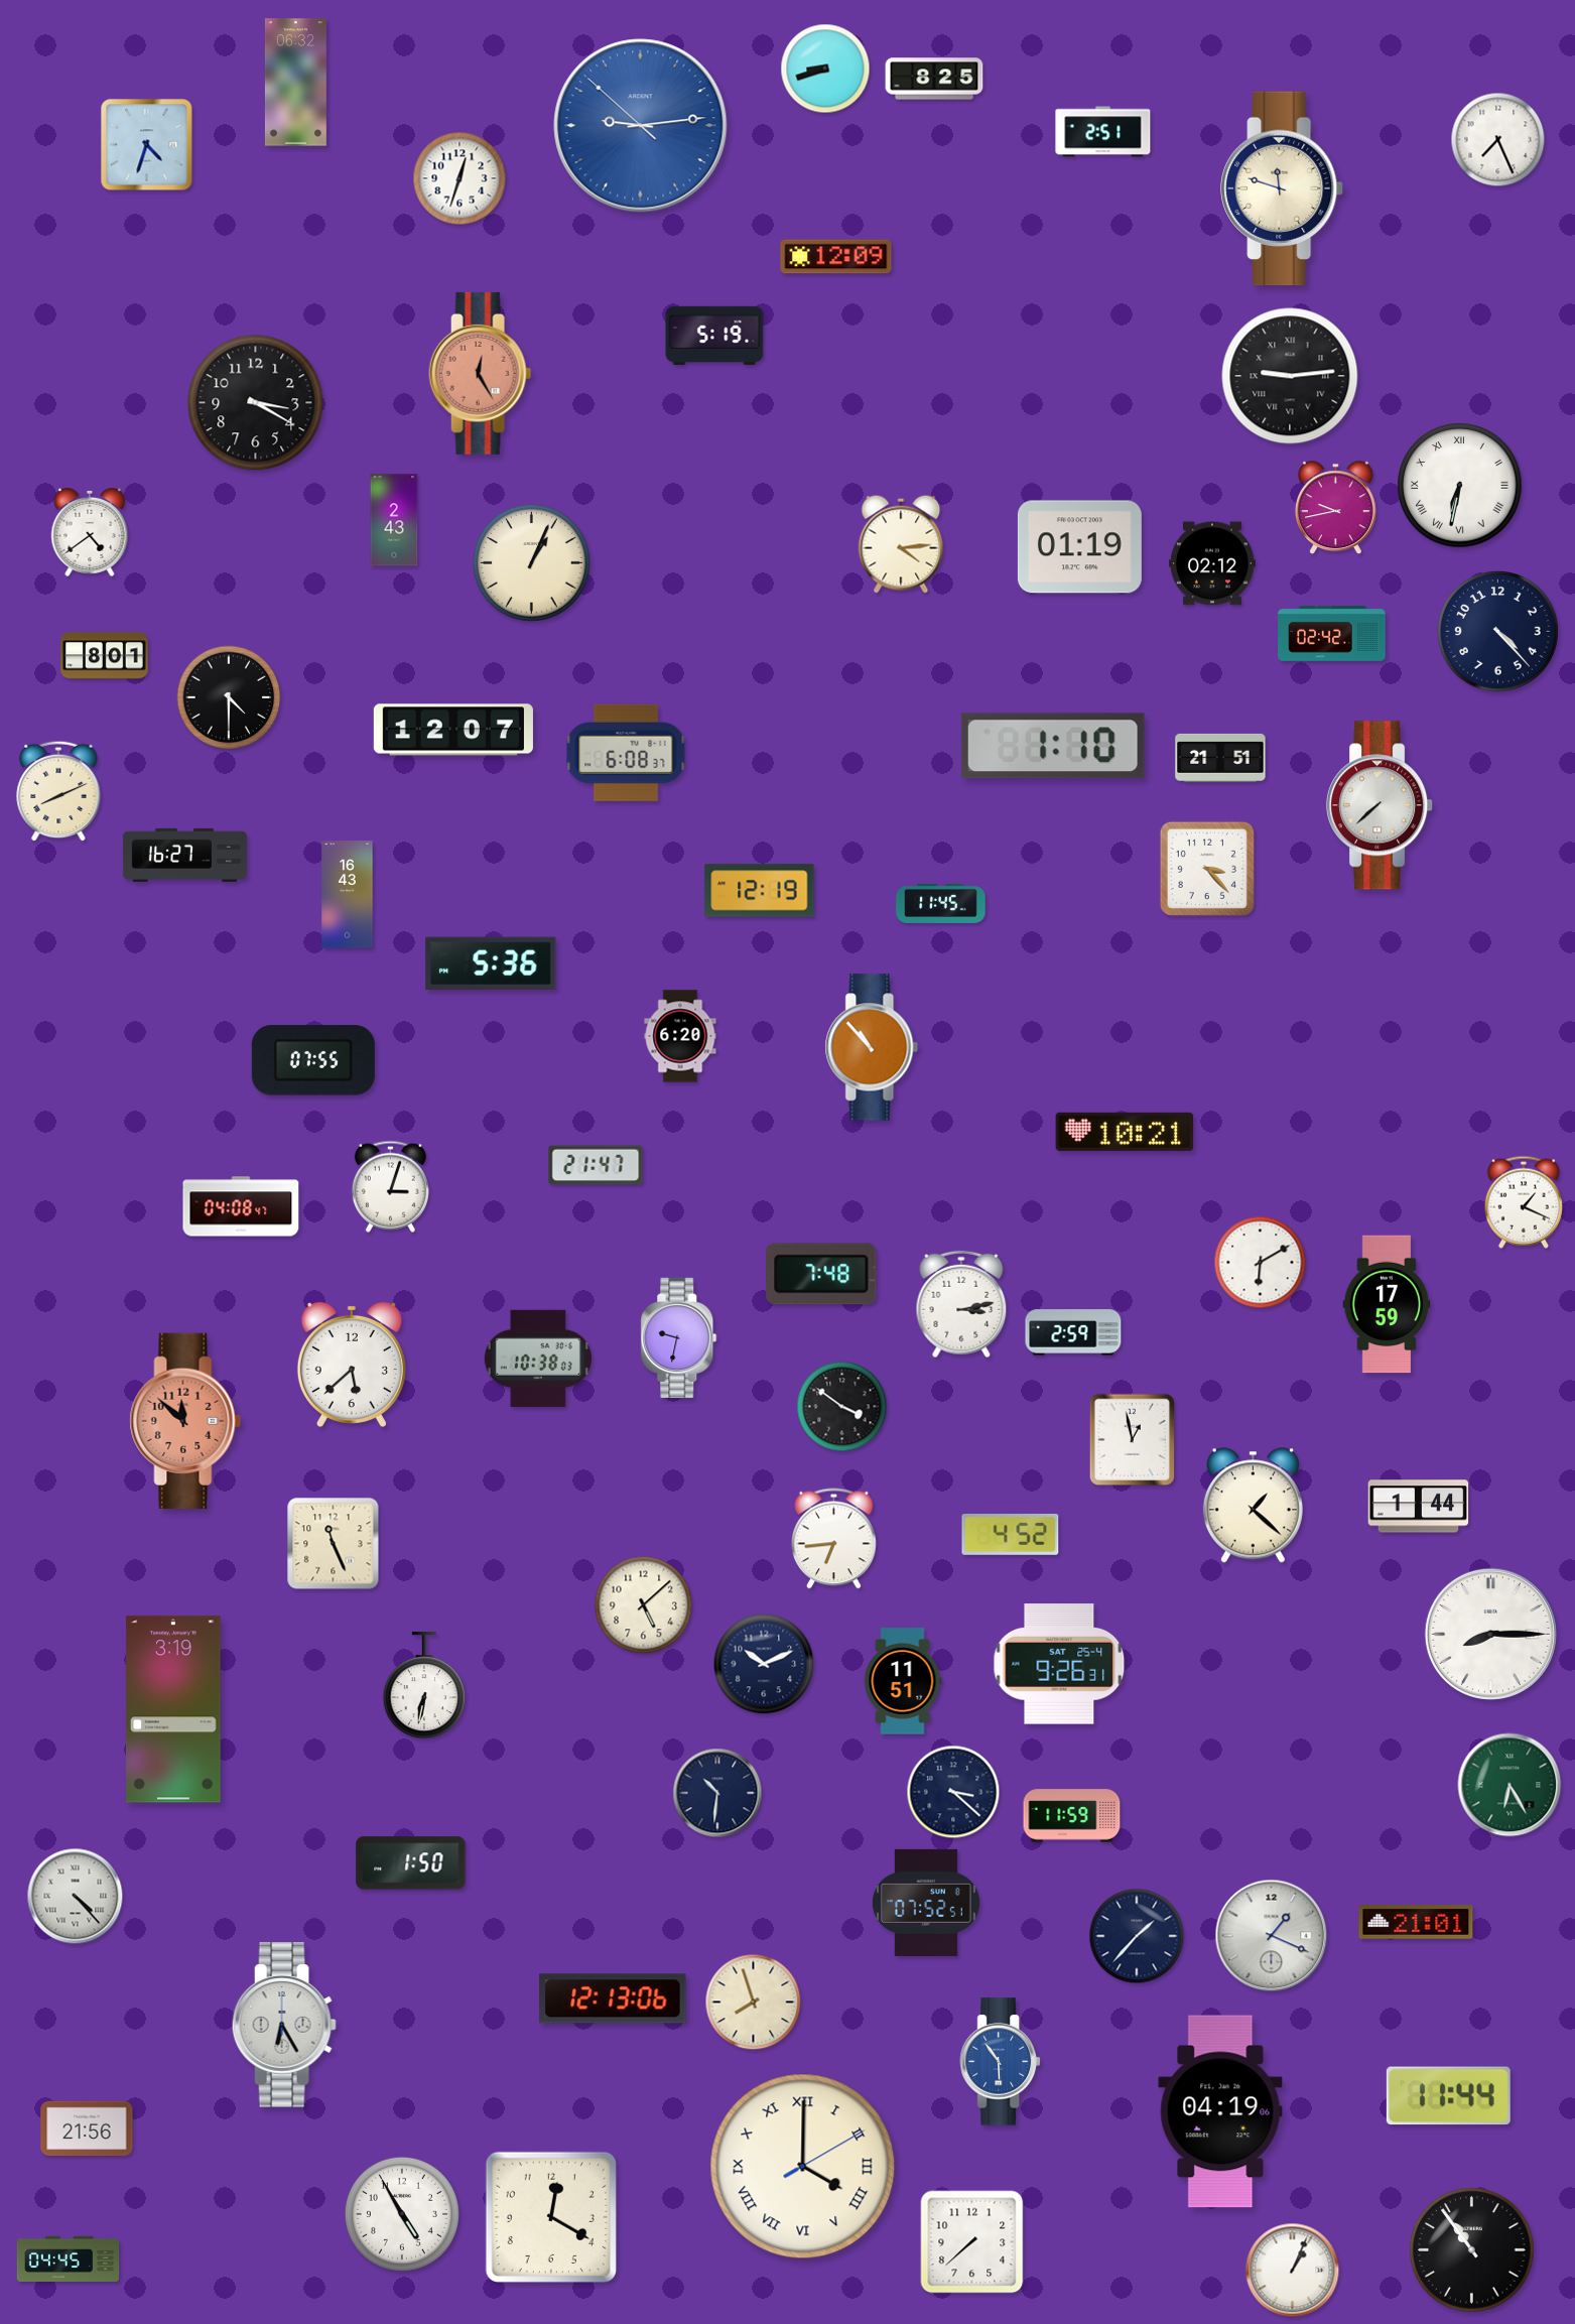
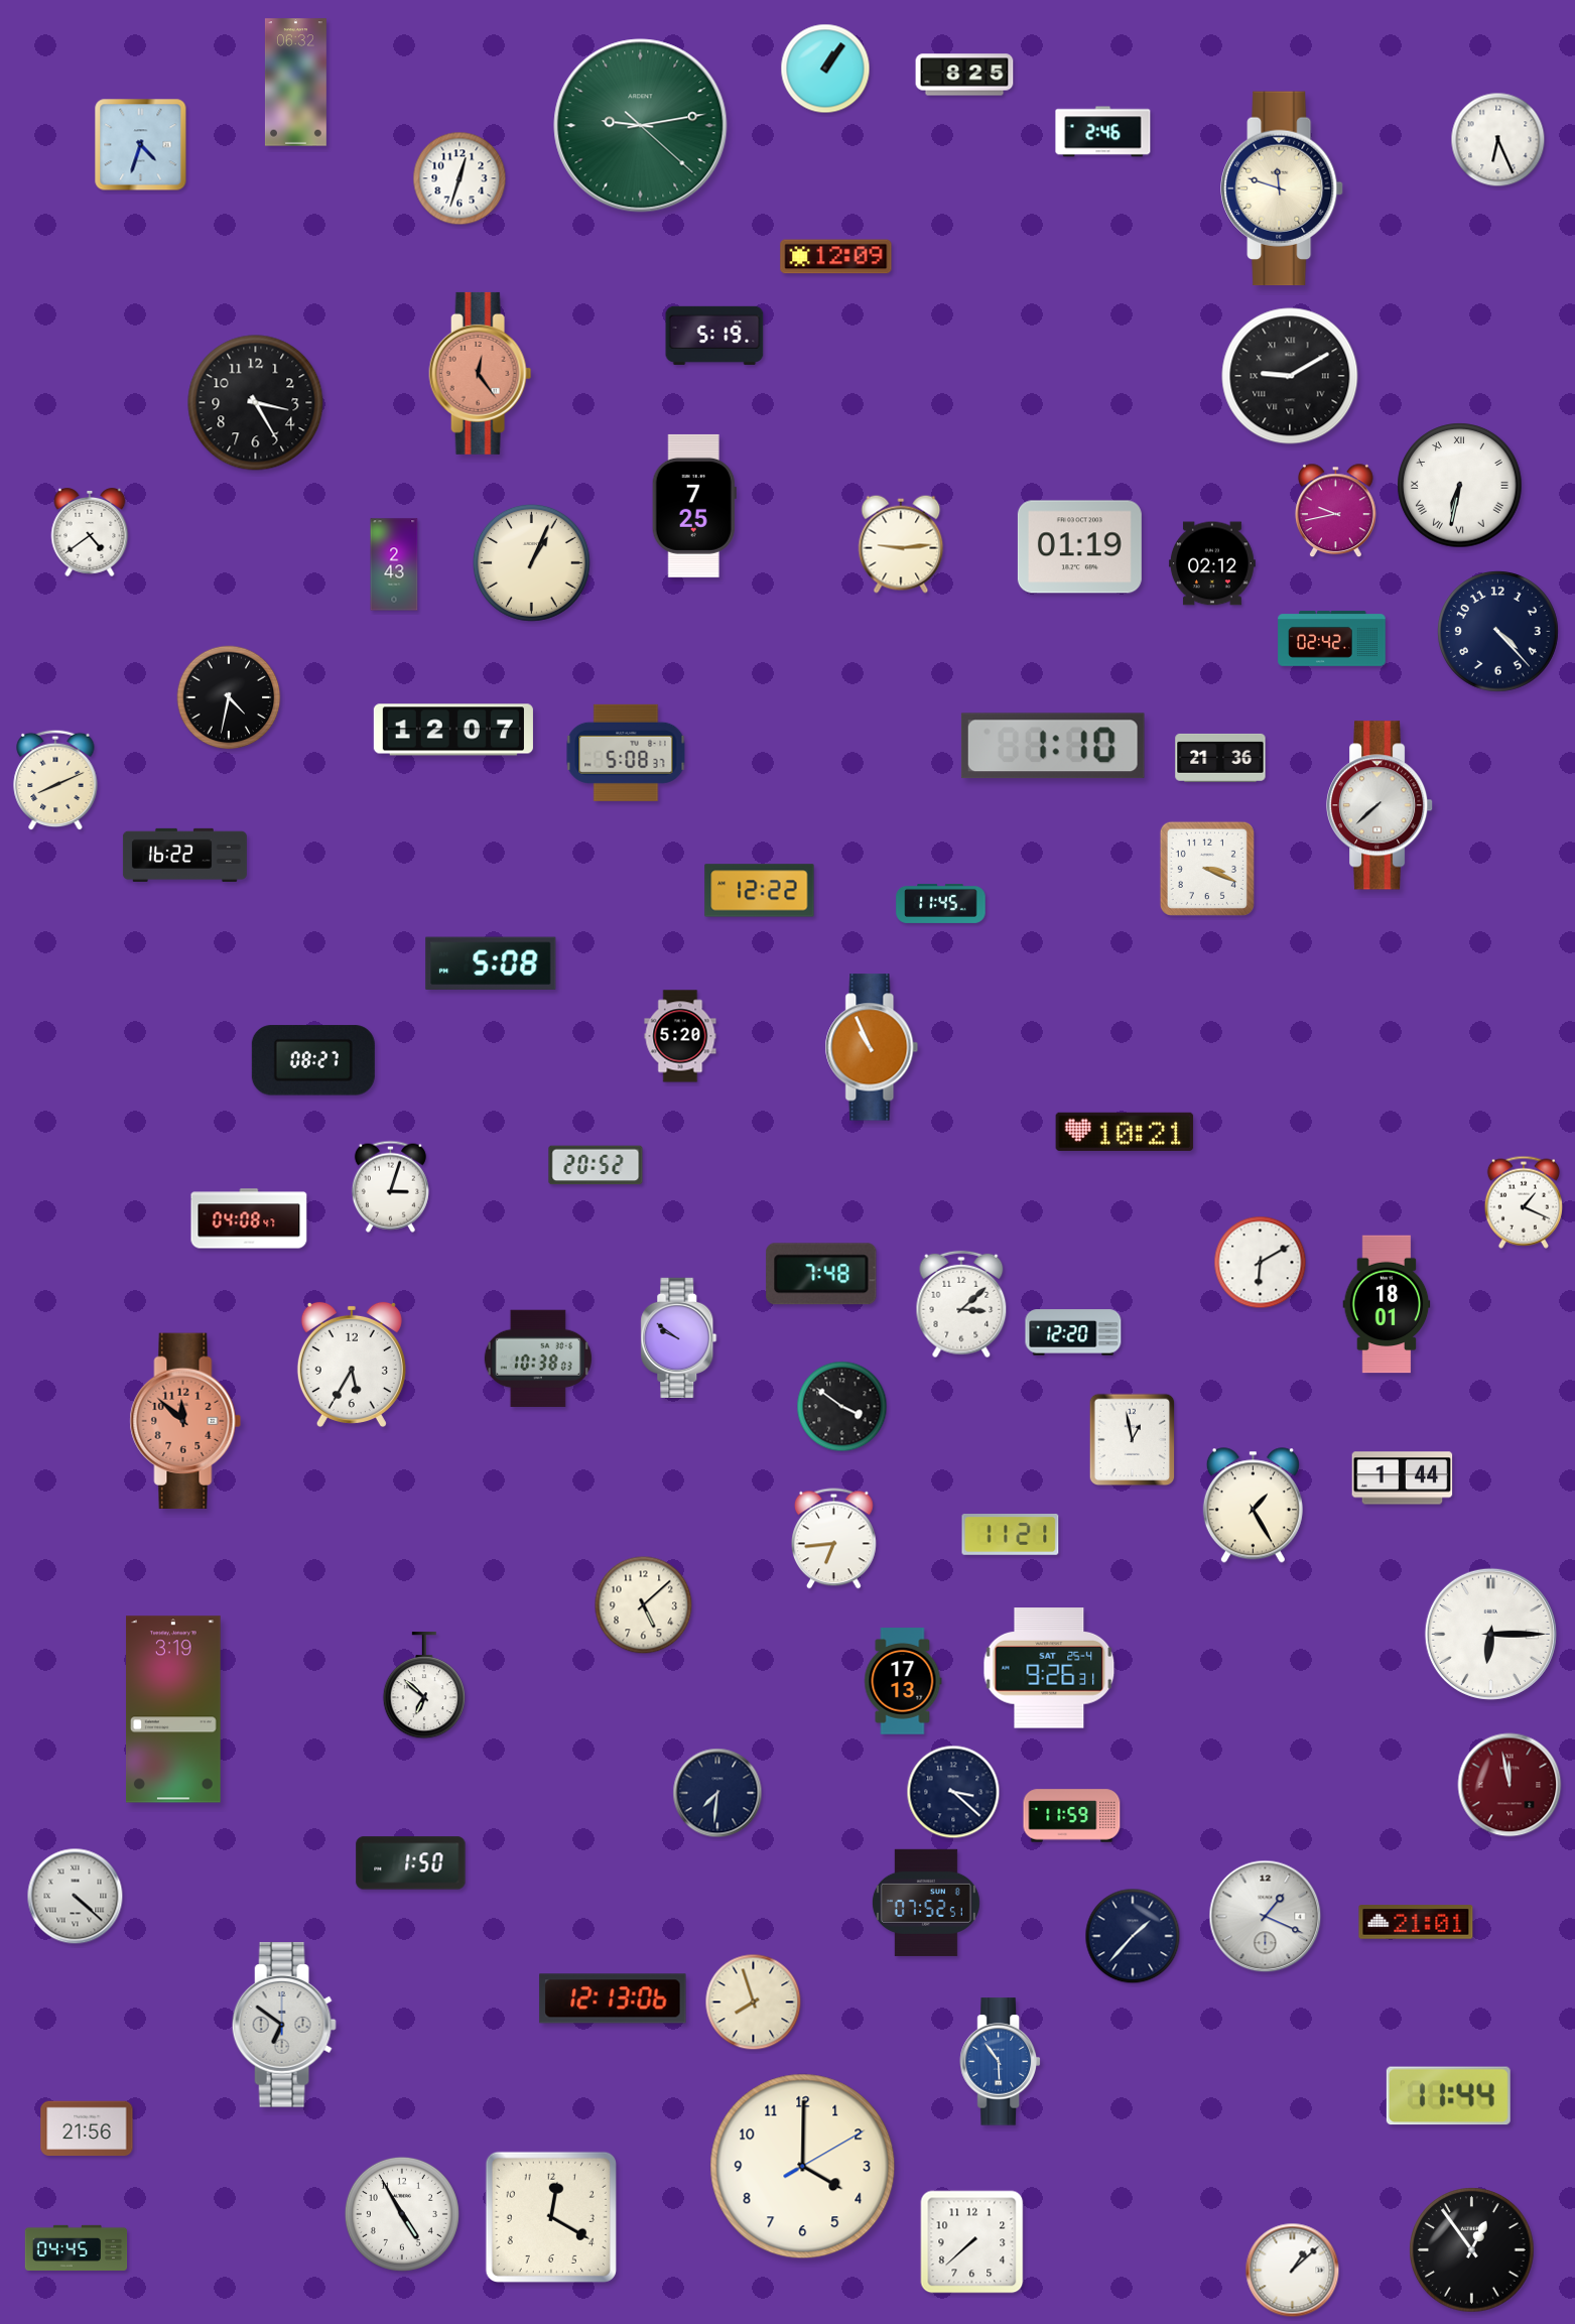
clock at (825, 69): 8:42 -> 1:06
clock at (934, 79) position: (934, 79) -> (964, 75)
clock at (641, 126): 9:13:52 -> 9:13:22
clock at (641, 126) dial: blue -> green
clock at (1103, 132): 2:51 -> 2:46
clock at (1498, 140): 7:26 -> 6:26
clock at (147, 145) position: (147, 145) -> (141, 145)
clock at (481, 373): 12:25 -> 12:24
clock at (1290, 376): 9:14 -> 9:10
clock at (256, 403): 3:20 -> 3:25
clock at (694, 506): none -> 7:25
clock at (1336, 508) position: (1336, 508) -> (1336, 511)
clock at (394, 520) position: (394, 520) -> (394, 564)
clock at (901, 544): 4:14 -> 9:14
clock at (1332, 634) position: (1332, 634) -> (1332, 639)
clock at (105, 656): 8:01 -> none
clock at (229, 697): 4:30 -> 4:32
clock at (626, 753): 6:08 -> 5:08
clock at (1220, 758): 21:51 -> 21:36
clock at (58, 791) position: (58, 791) -> (55, 780)
clock at (184, 855): 16:27 -> 16:22
clock at (1207, 869): 3:23 -> 3:19
clock at (760, 891): 12:19 -> 12:22
clock at (348, 895): 16:43 -> none
clock at (491, 963): 5:36 -> 5:08
clock at (680, 1036): 6:20 -> 5:20
clock at (872, 1047): 10:53 -> 10:56
clock at (313, 1060): 07:55 -> 08:27
clock at (596, 1165): 21:47 -> 20:52
clock at (241, 1206) position: (241, 1206) -> (249, 1218)
clock at (961, 1304): 3:13 -> 3:08
clock at (1387, 1304): 17:59 -> 18:01
clock at (1073, 1332): 2:59 -> 12:20
clock at (679, 1338): 9:32 -> 9:51
clock at (352, 1365): 5:38 -> 5:35
clock at (1253, 1506): 1:22 -> 1:25
clock at (1419, 1507) position: (1419, 1507) -> (1403, 1478)
clock at (1011, 1535): 4:52 -> 11:21
clock at (334, 1544): 11:26 -> none
clock at (1490, 1634): 8:15 -> 6:15
clock at (764, 1664): 10:11 -> none
clock at (1059, 1664) position: (1059, 1664) -> (1049, 1668)
clock at (903, 1681): 11:51 -> 17:13
clock at (423, 1686): 6:32 -> 6:52
clock at (1510, 1785): 6:25 -> 11:58
clock at (1510, 1785) dial: green -> burgundy
clock at (717, 1793): 10:31 -> 7:31
clock at (76, 1897): 4:23 -> 4:22
clock at (1137, 1936) position: (1137, 1936) -> (1133, 1936)
clock at (1272, 1936) position: (1272, 1936) -> (1266, 1917)
clock at (284, 2025): 6:25 -> 6:51
clock at (1220, 2111): 04:19 -> none
clock at (803, 2167) numerals: Roman -> Arabic
clock at (1472, 2250): 10:54 -> 12:54
clock at (69, 2258) position: (69, 2258) -> (77, 2247)
clock at (1293, 2271): 1:04 -> 1:08
